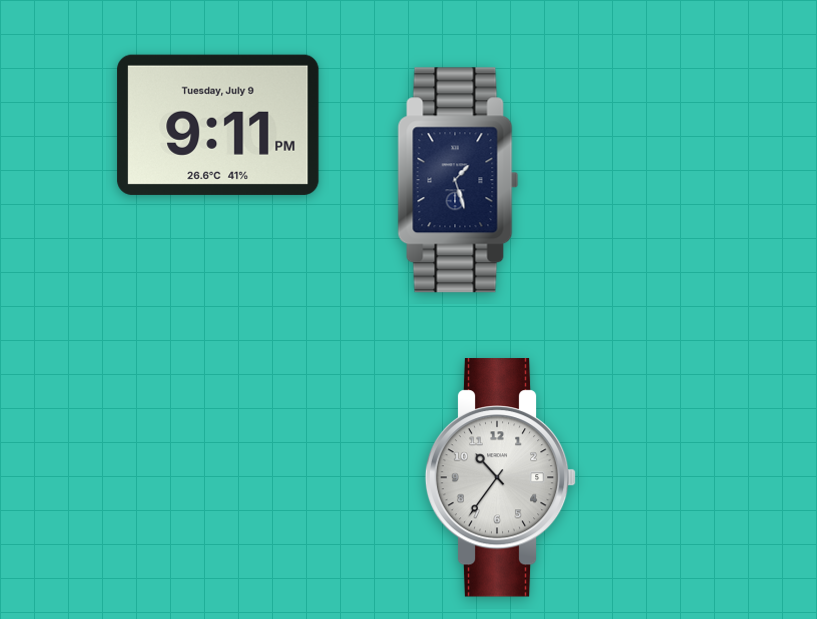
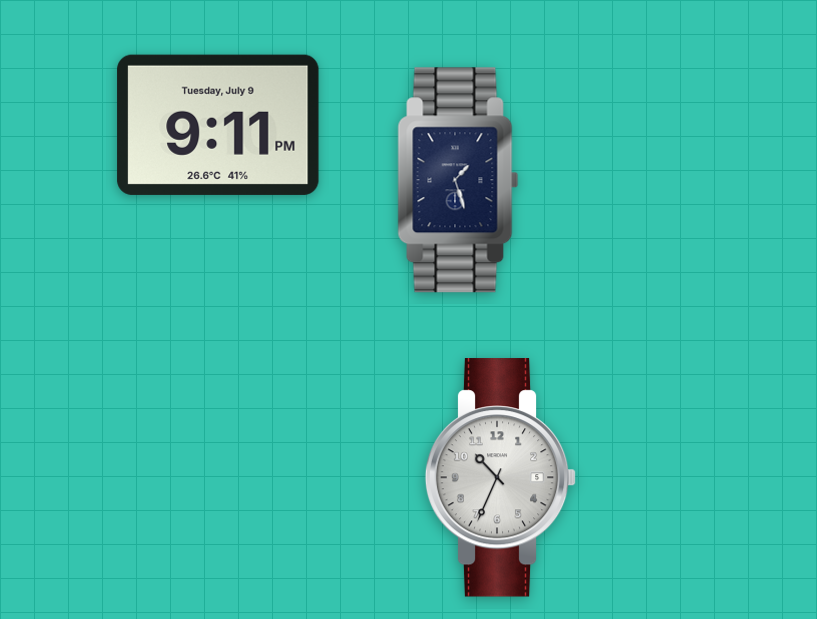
clock at (501, 478): 10:36 -> 10:34
